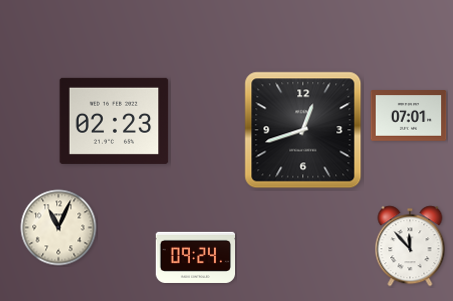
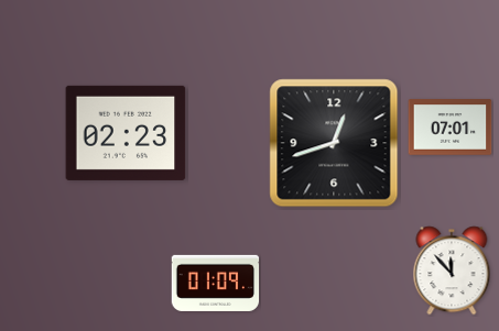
clock at (59, 228): 11:04 -> none
clock at (196, 257): 09:24 -> 01:09
